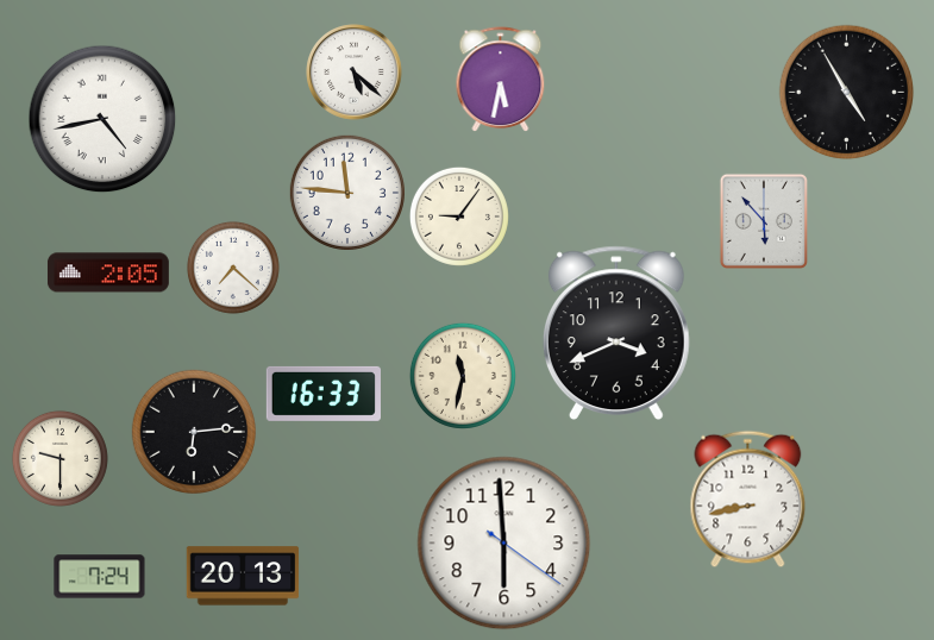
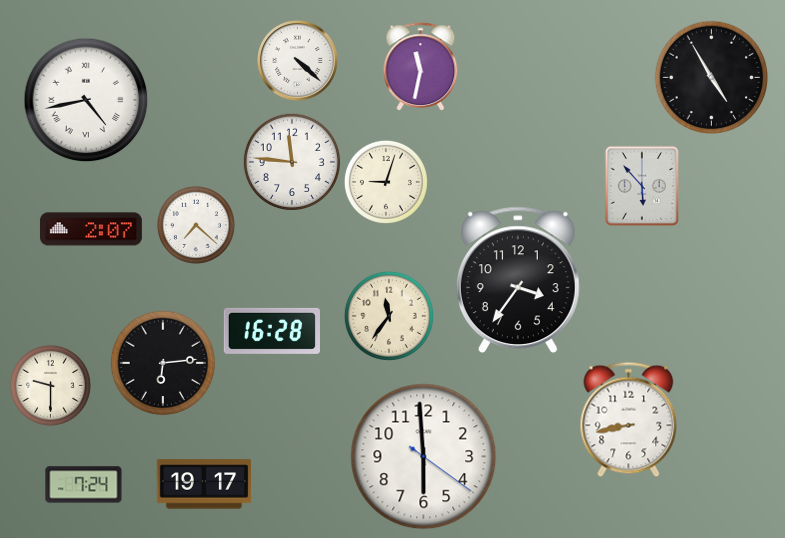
clock at (355, 73): 5:22 -> 4:22
clock at (501, 80): 5:32 -> 11:32
clock at (459, 217): 9:06 -> 9:03
clock at (108, 272): 2:05 -> 2:07
clock at (616, 332): 3:41 -> 3:36
clock at (463, 376): 11:32 -> 11:36
clock at (324, 394): 16:33 -> 16:28
clock at (243, 576): 20:13 -> 19:17
